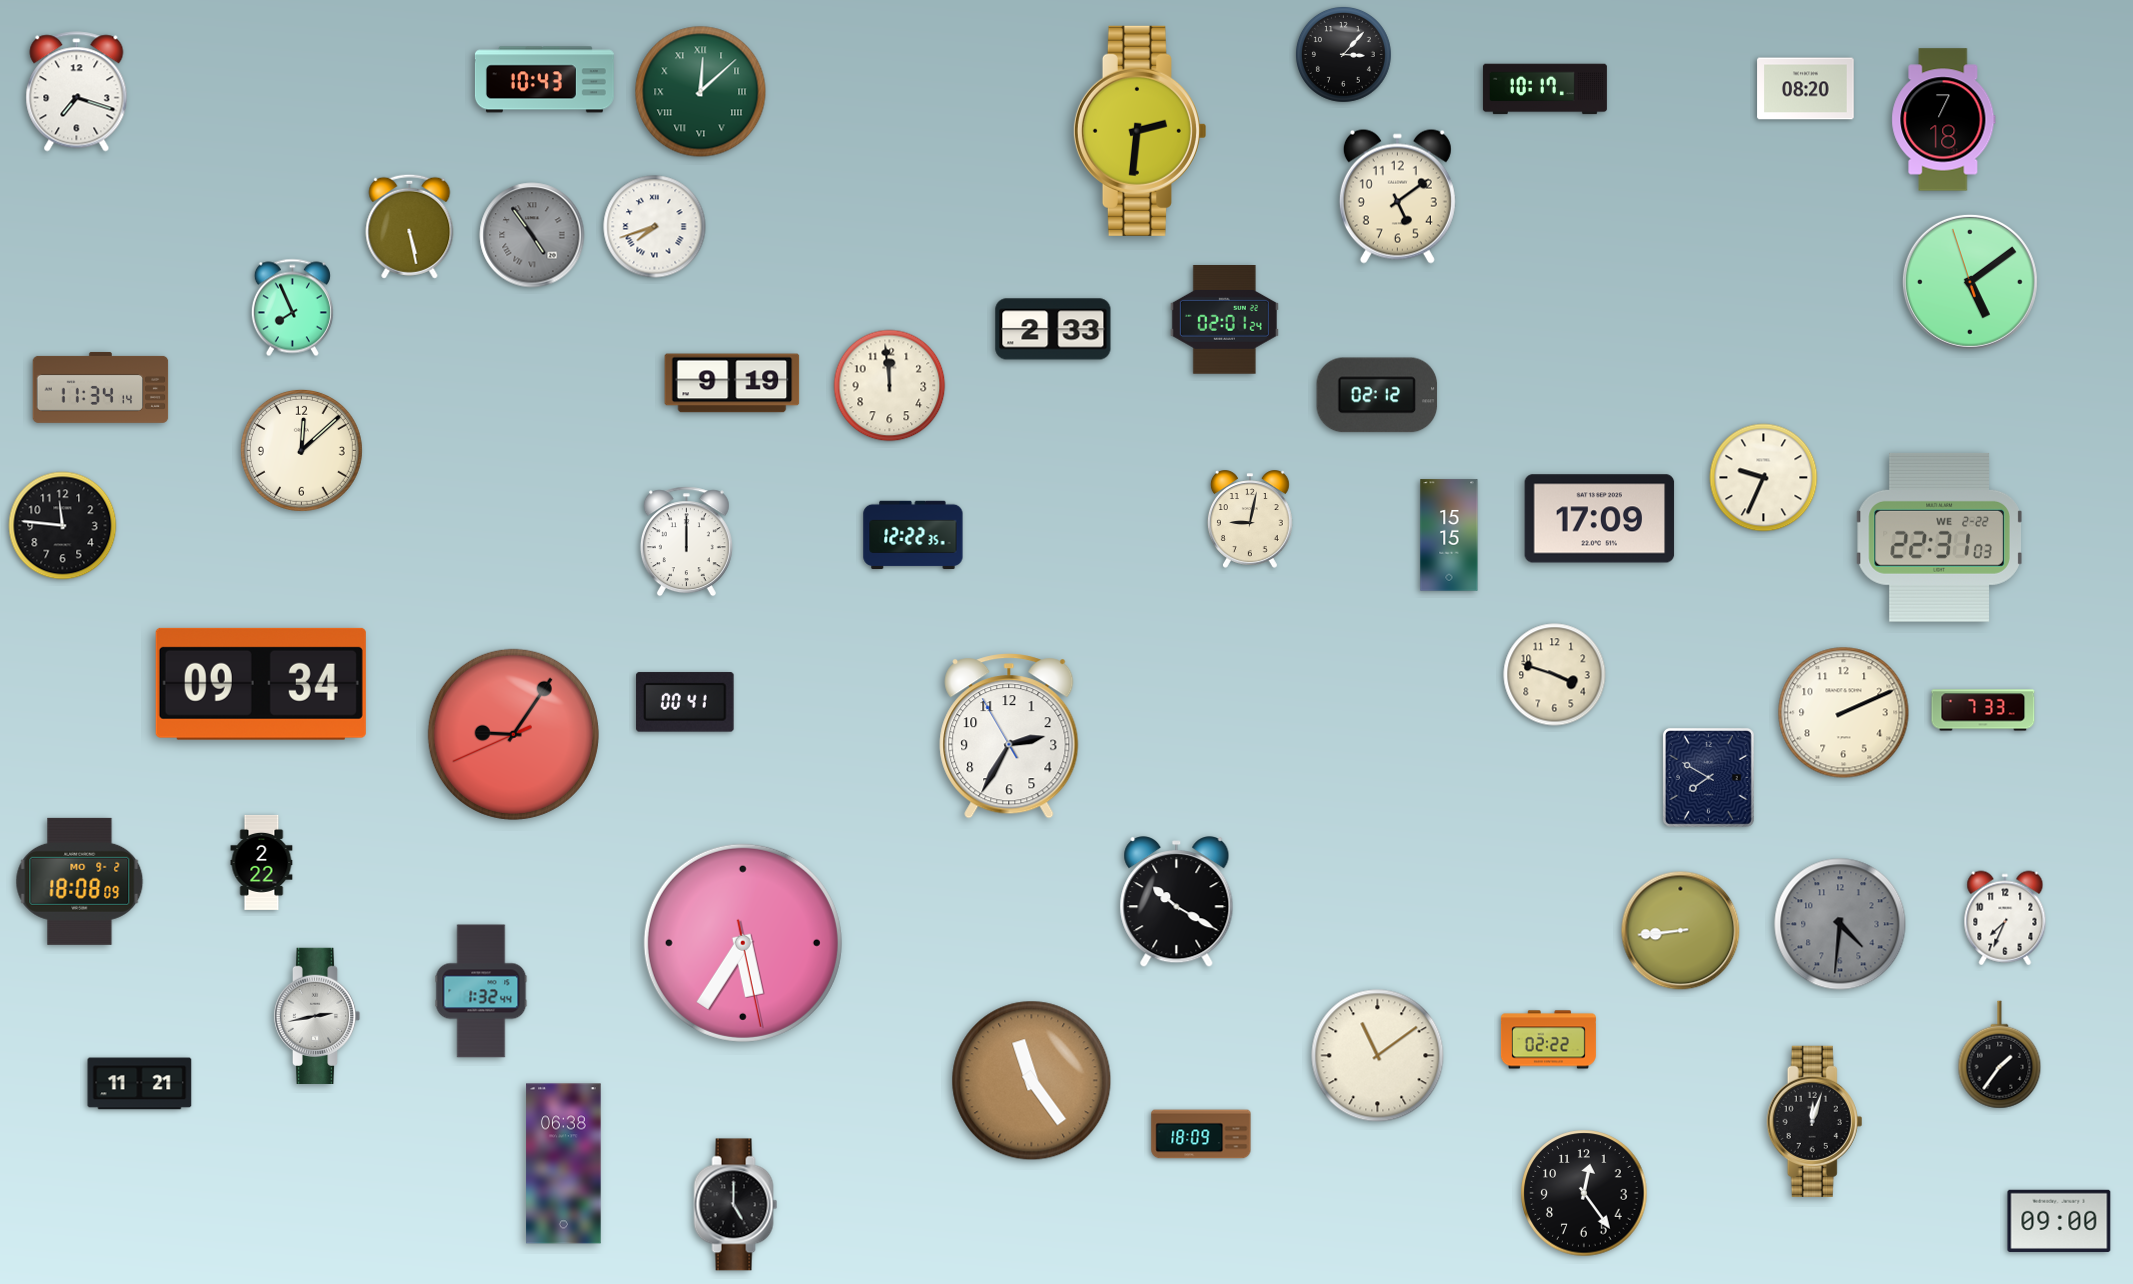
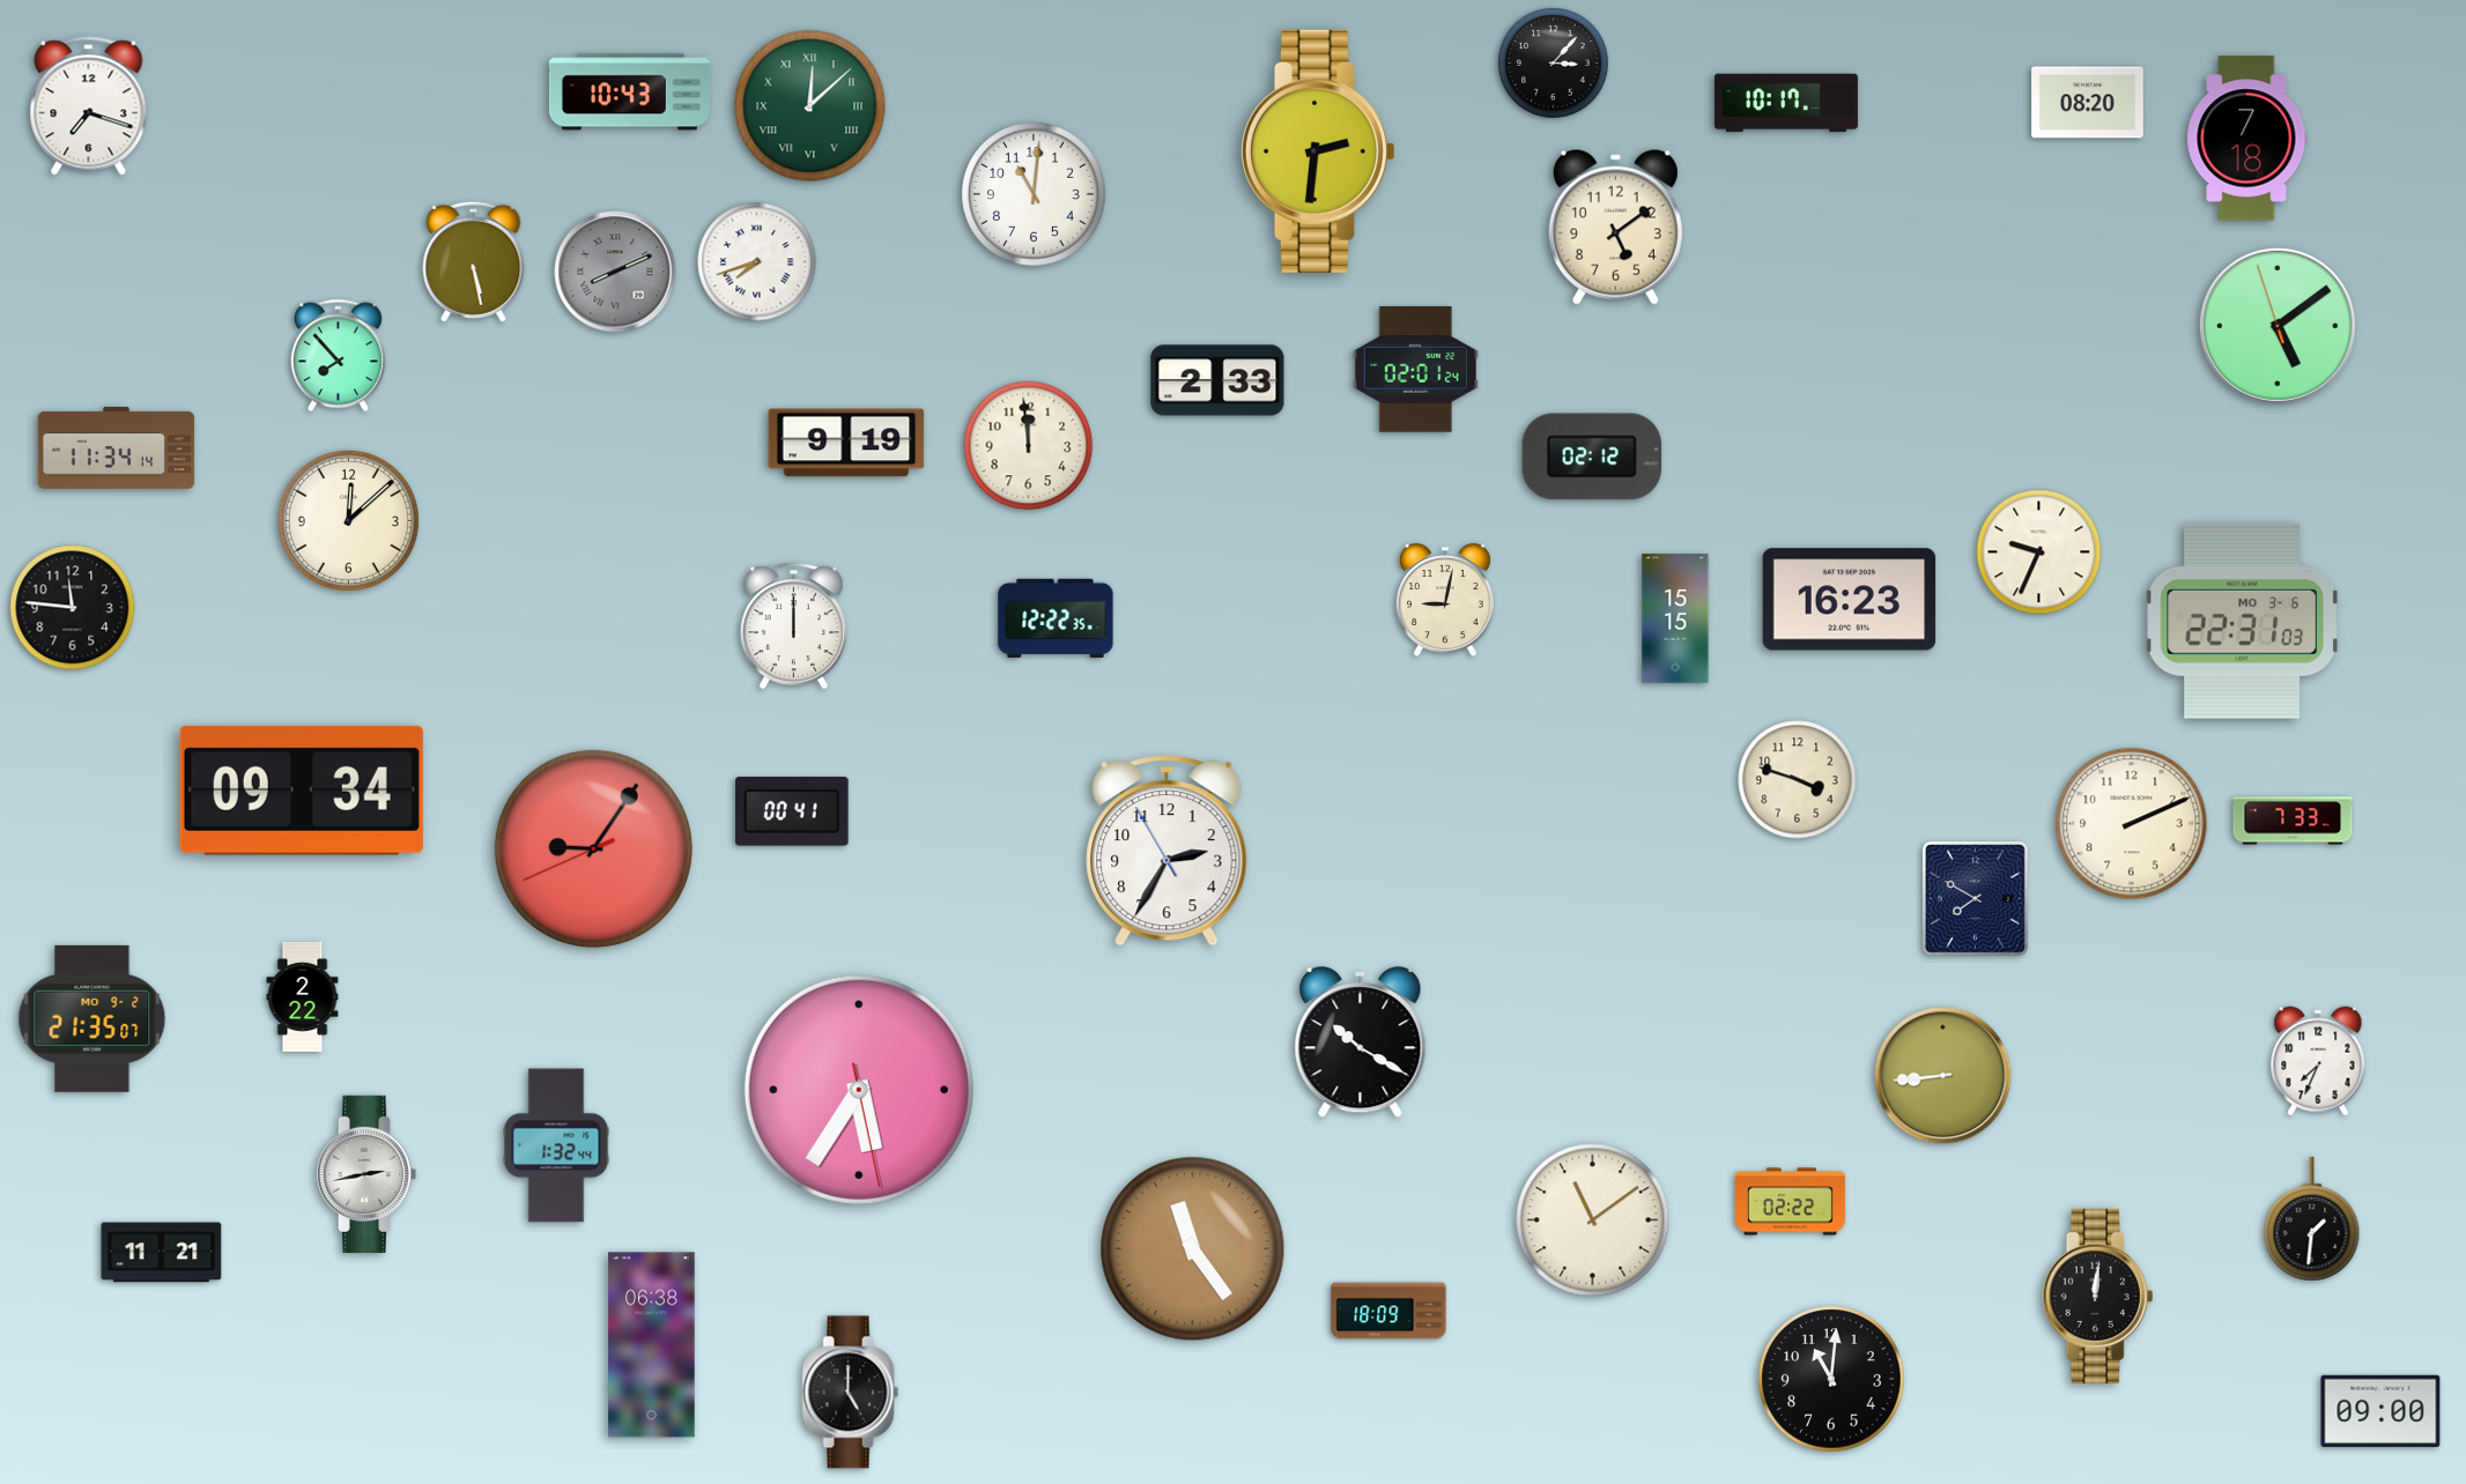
clock at (1034, 194): none -> 11:01
clock at (532, 235): 4:54 -> 8:11
clock at (292, 308): 7:56 -> 7:53
clock at (1600, 519): 17:09 -> 16:23
clock at (1939, 537) date: WE 2-22 -> MO 3-6
clock at (80, 881): 18:08 -> 21:35
clock at (1840, 924): 4:31 -> none
clock at (2000, 1055): 1:36 -> 1:31
clock at (1815, 1121): 12:03 -> 12:01
clock at (1584, 1193): 12:24 -> 11:01
